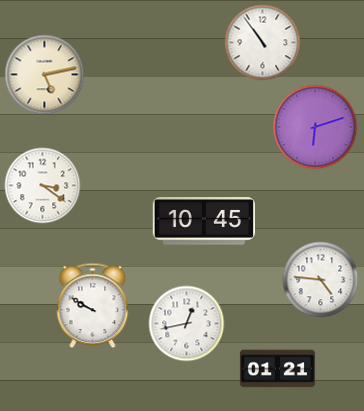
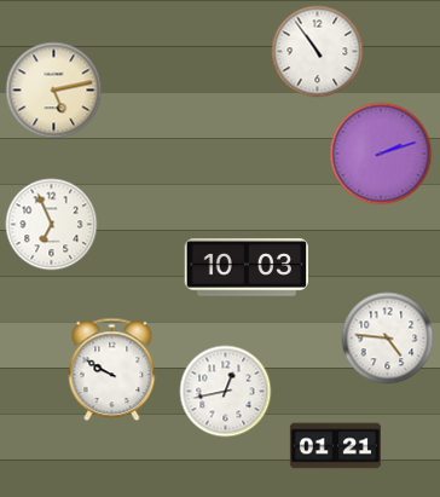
clock at (315, 127): 6:12 -> 2:12
clock at (43, 186): 3:21 -> 6:56
clock at (203, 221): 10:45 -> 10:03
